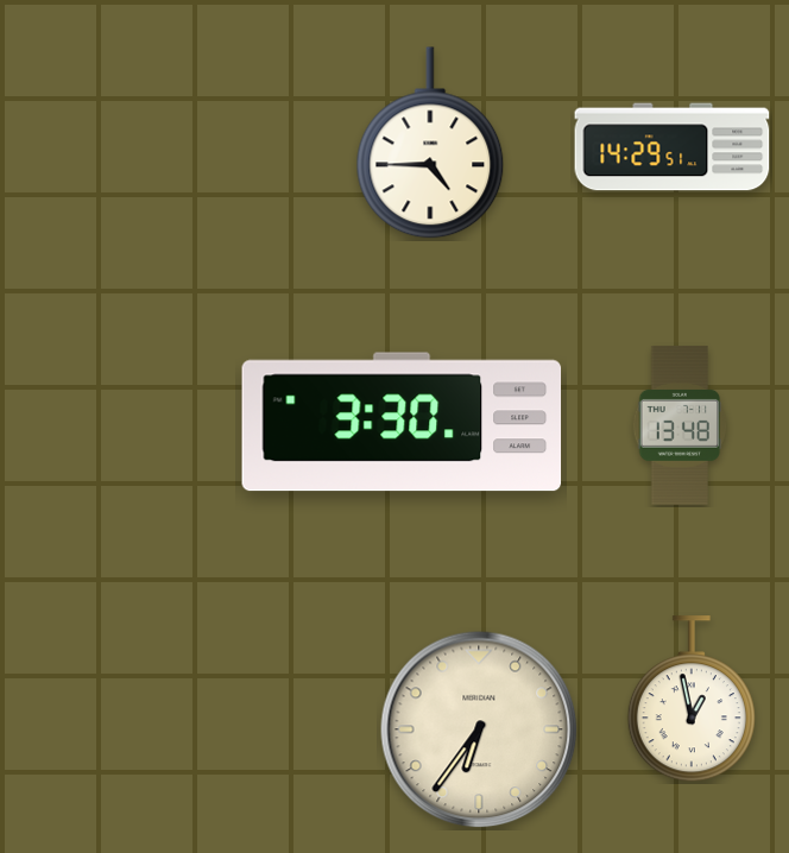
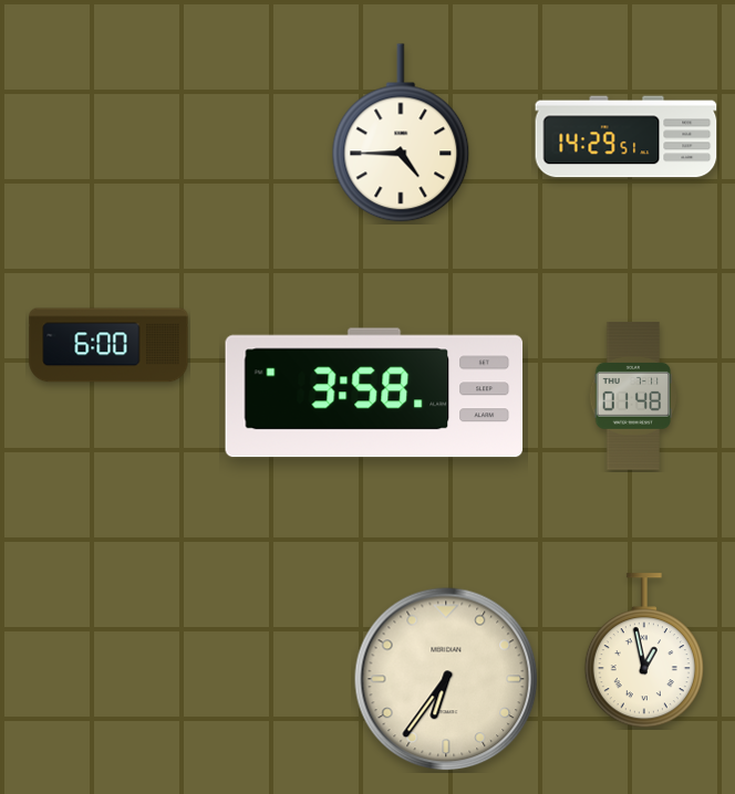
clock at (108, 345): none -> 6:00
clock at (402, 422): 3:30 -> 3:58
clock at (680, 426): 13:48 -> 01:48
